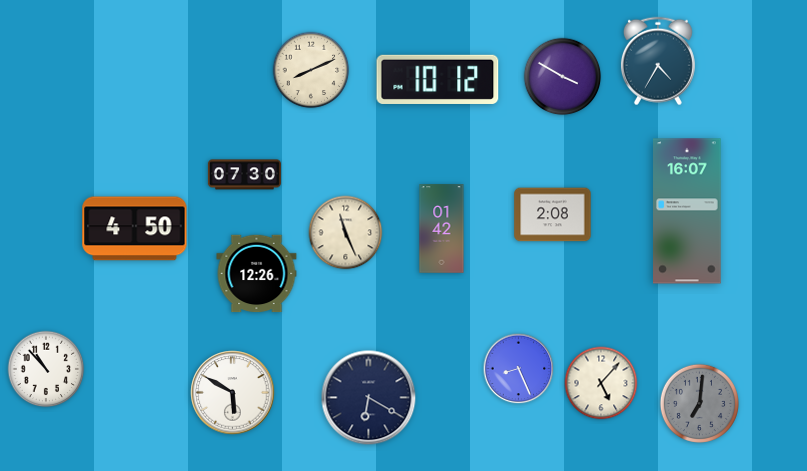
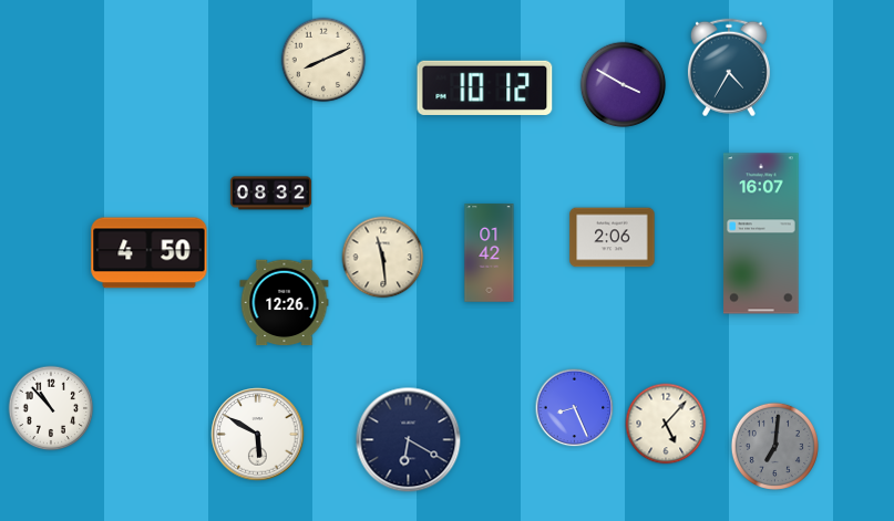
clock at (311, 70) position: (311, 70) -> (323, 60)
clock at (244, 175): 07:30 -> 08:32
clock at (553, 215): 2:08 -> 2:06
clock at (346, 233): 11:26 -> 11:29
